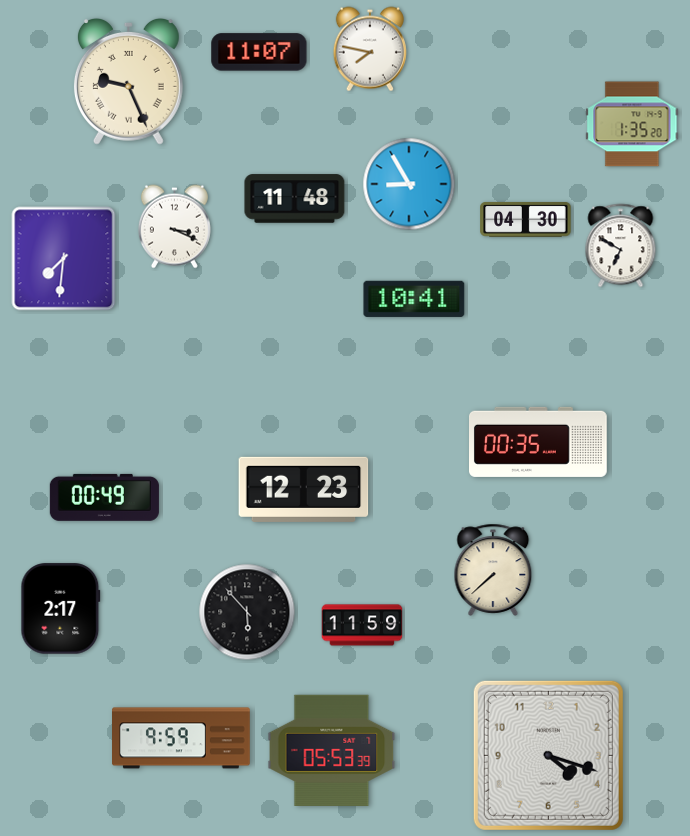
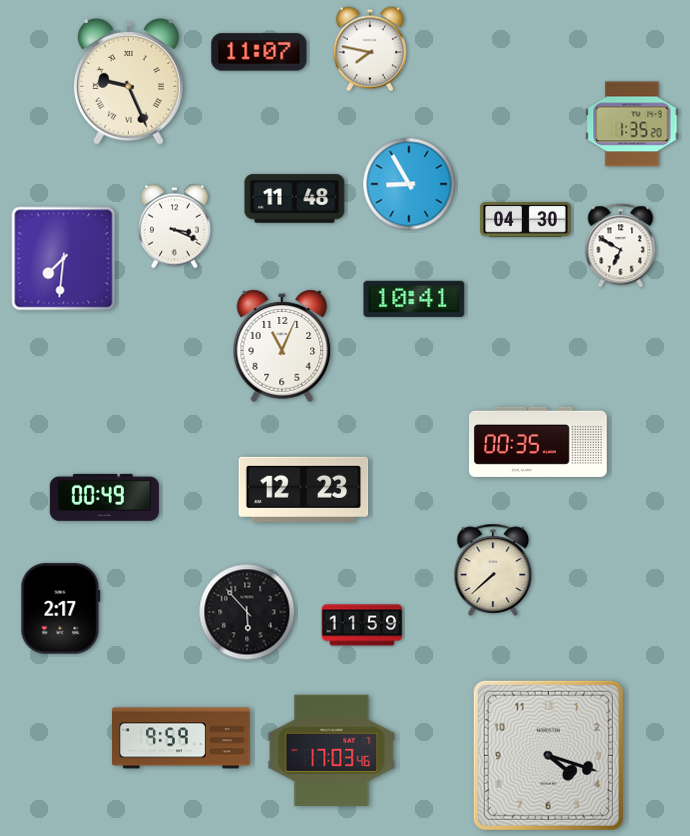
clock at (282, 346): none -> 11:04
clock at (332, 750): 05:53 -> 17:03
